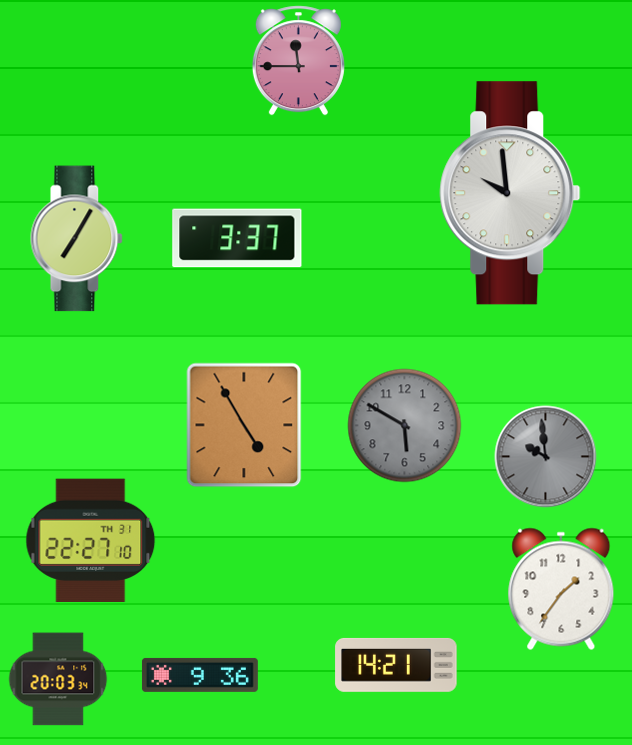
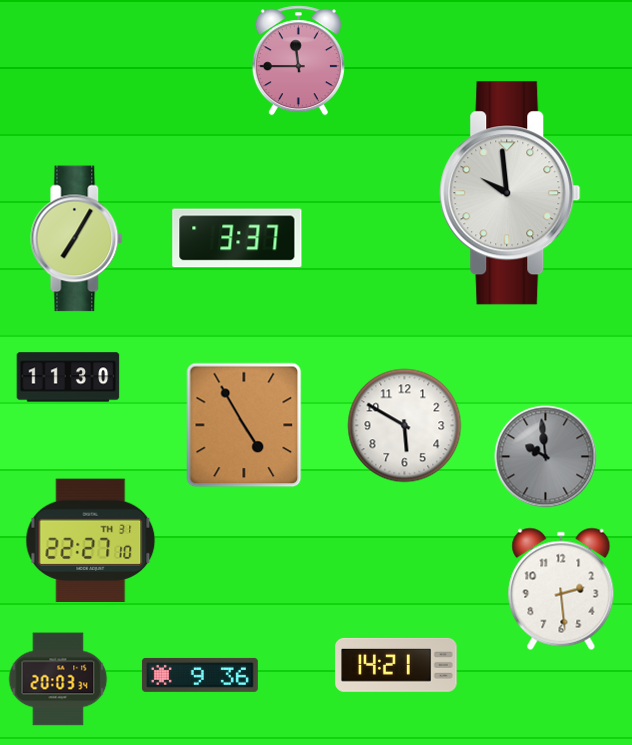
clock at (68, 377): none -> 11:30
clock at (405, 426) dial: grey -> white
clock at (561, 589): 1:36 -> 2:29
